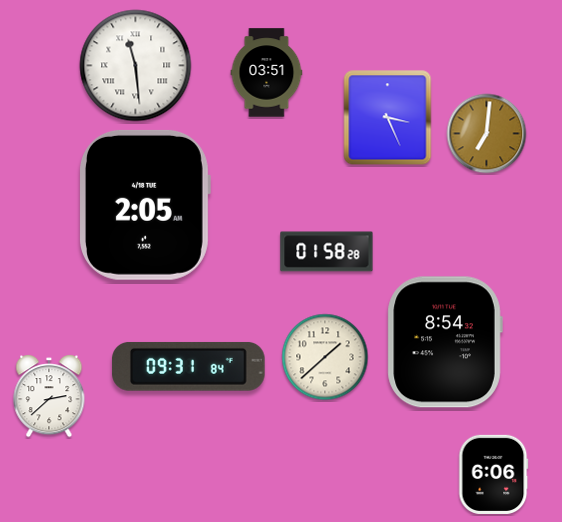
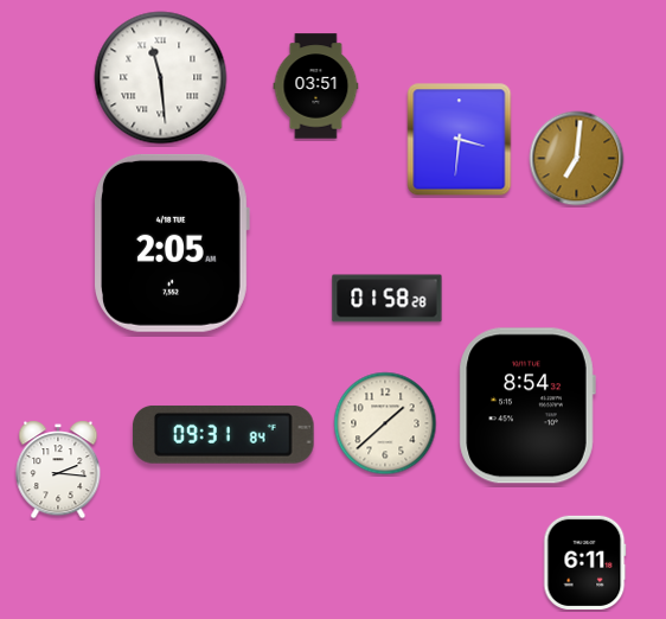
clock at (388, 118): 3:26 -> 3:31
clock at (49, 396): 2:38 -> 2:16
clock at (493, 474): 6:06 -> 6:11
